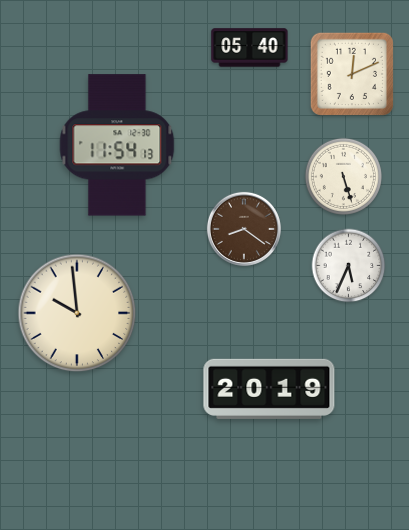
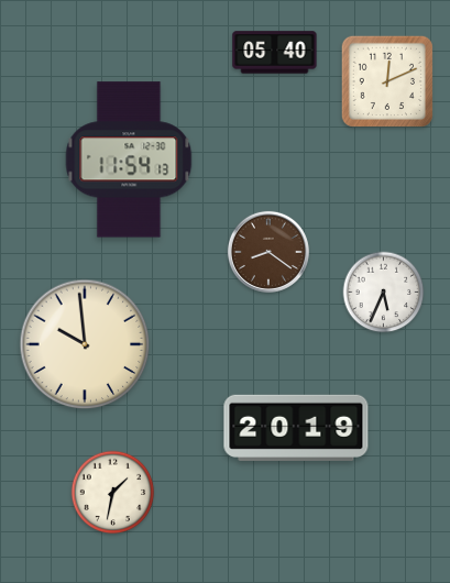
clock at (343, 176): 5:27 -> none
clock at (113, 493): none -> 1:32
